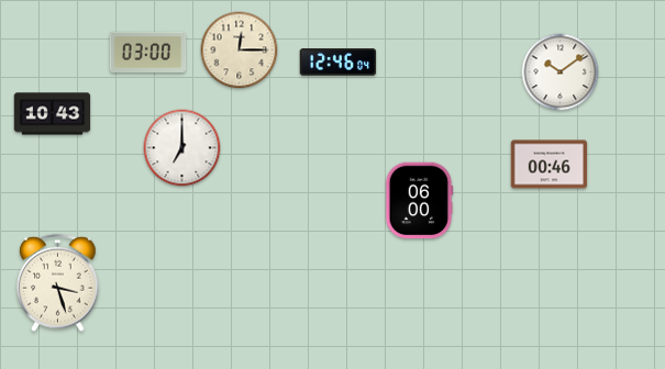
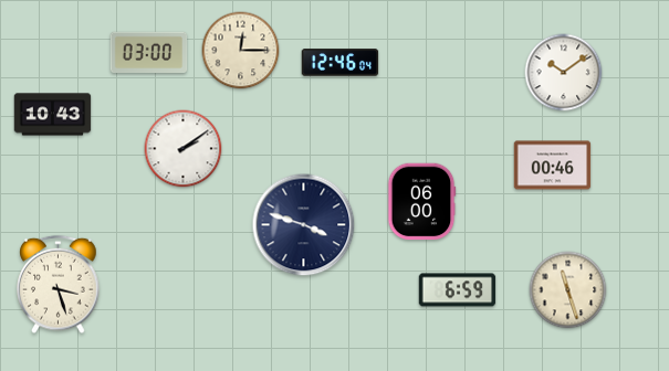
clock at (182, 148): 7:00 -> 2:09
clock at (304, 225): none -> 3:48
clock at (458, 290): none -> 6:59
clock at (568, 290): none -> 11:27
